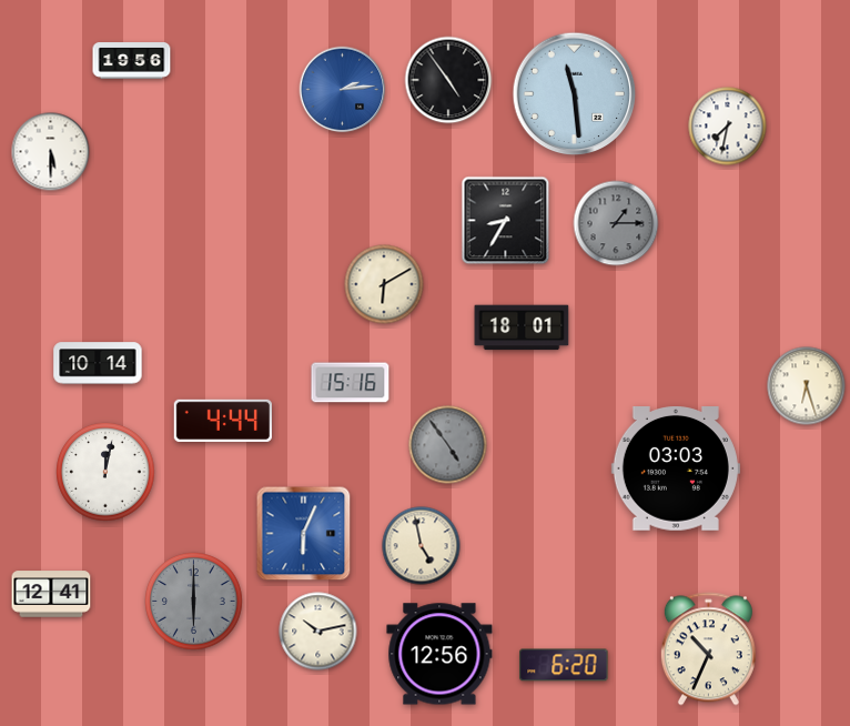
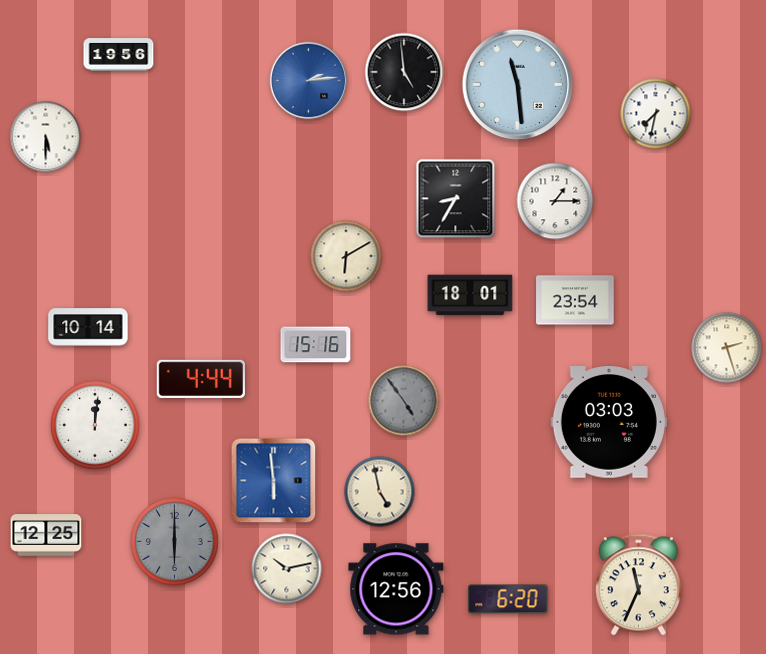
clock at (448, 80): 4:54 -> 4:59
clock at (616, 223) dial: grey -> white
clock at (575, 300): none -> 23:54
clock at (807, 386): 6:27 -> 2:27
clock at (105, 472): 12:02 -> 12:01
clock at (304, 534): 6:04 -> 5:59
clock at (51, 594): 12:41 -> 12:25
clock at (708, 649): 10:34 -> 11:34
